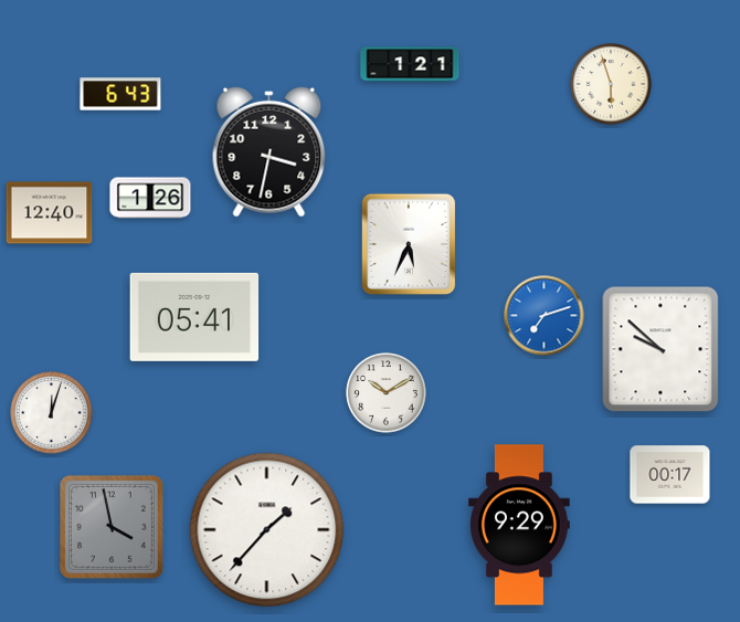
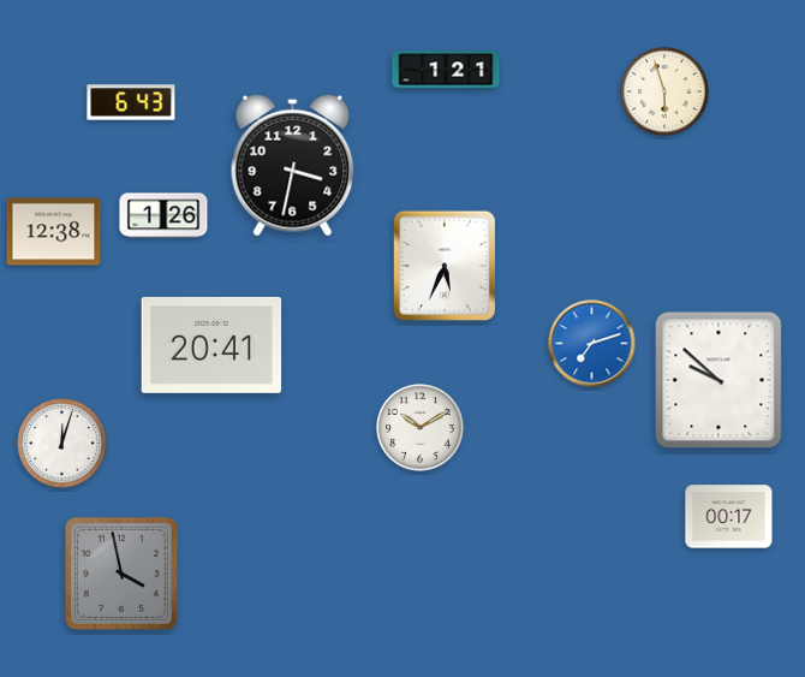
clock at (50, 213): 12:40 -> 12:38
clock at (194, 317): 05:41 -> 20:41
clock at (52, 413) position: (52, 413) -> (62, 444)
clock at (519, 525): 9:29 -> none
clock at (267, 530): 1:37 -> none
